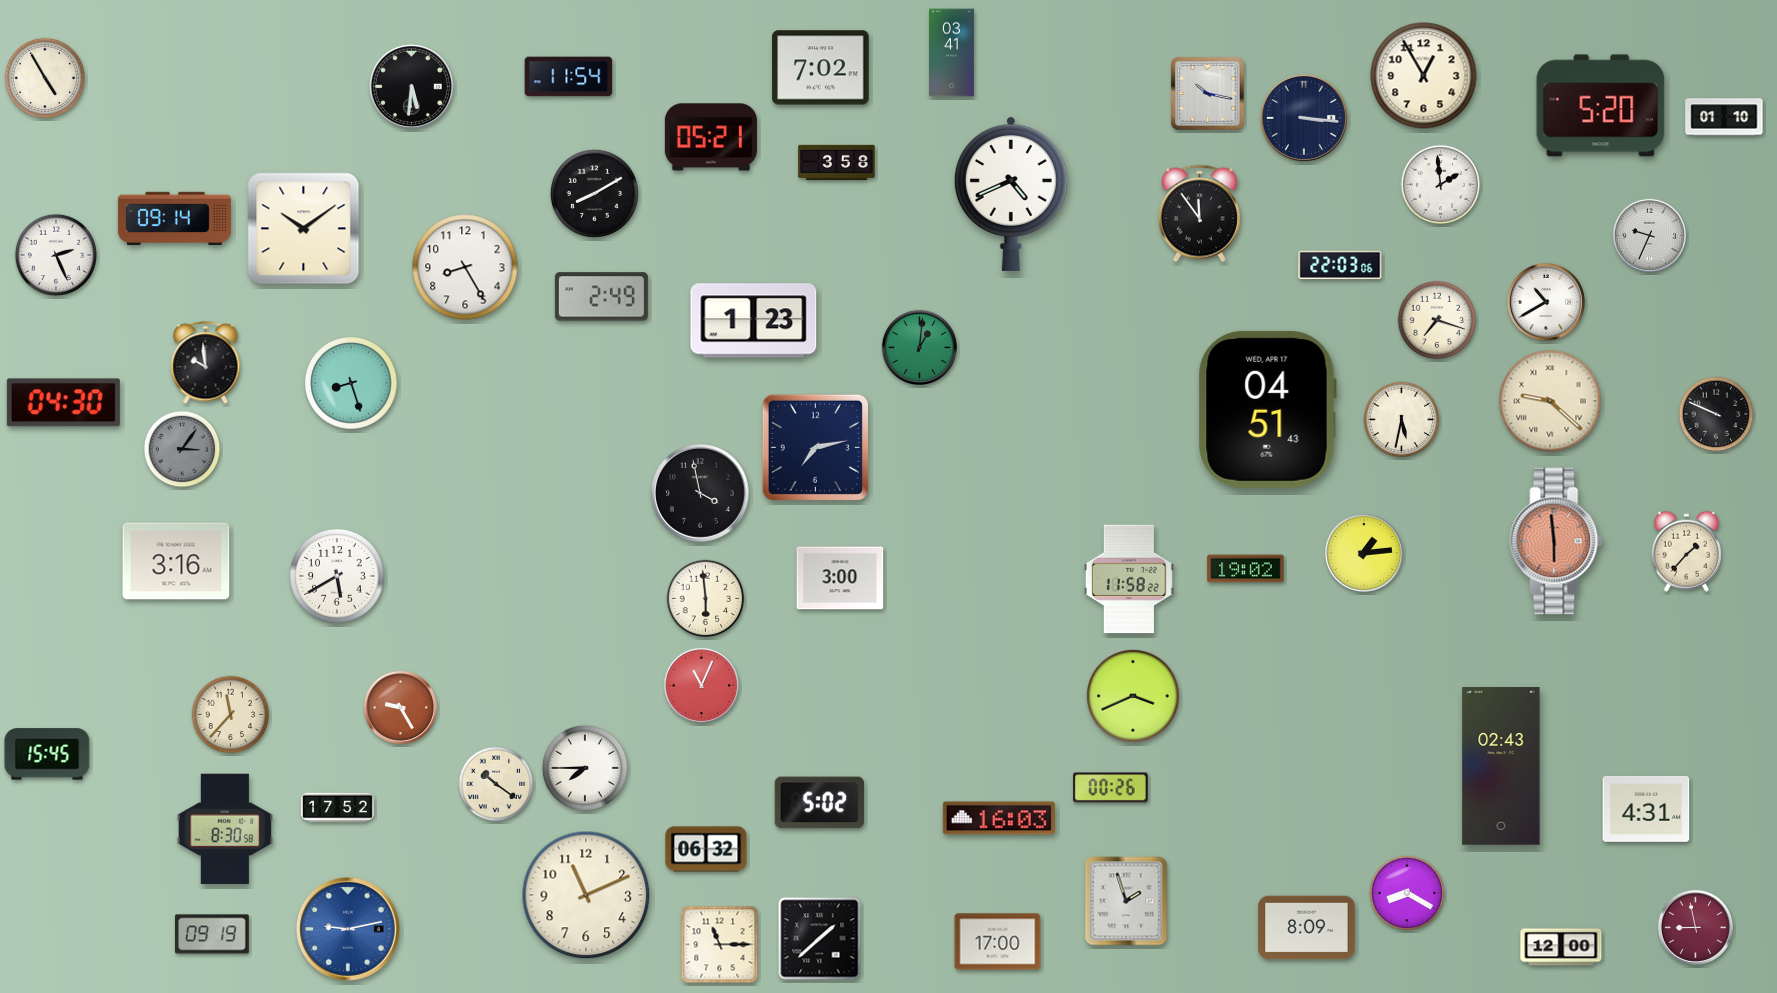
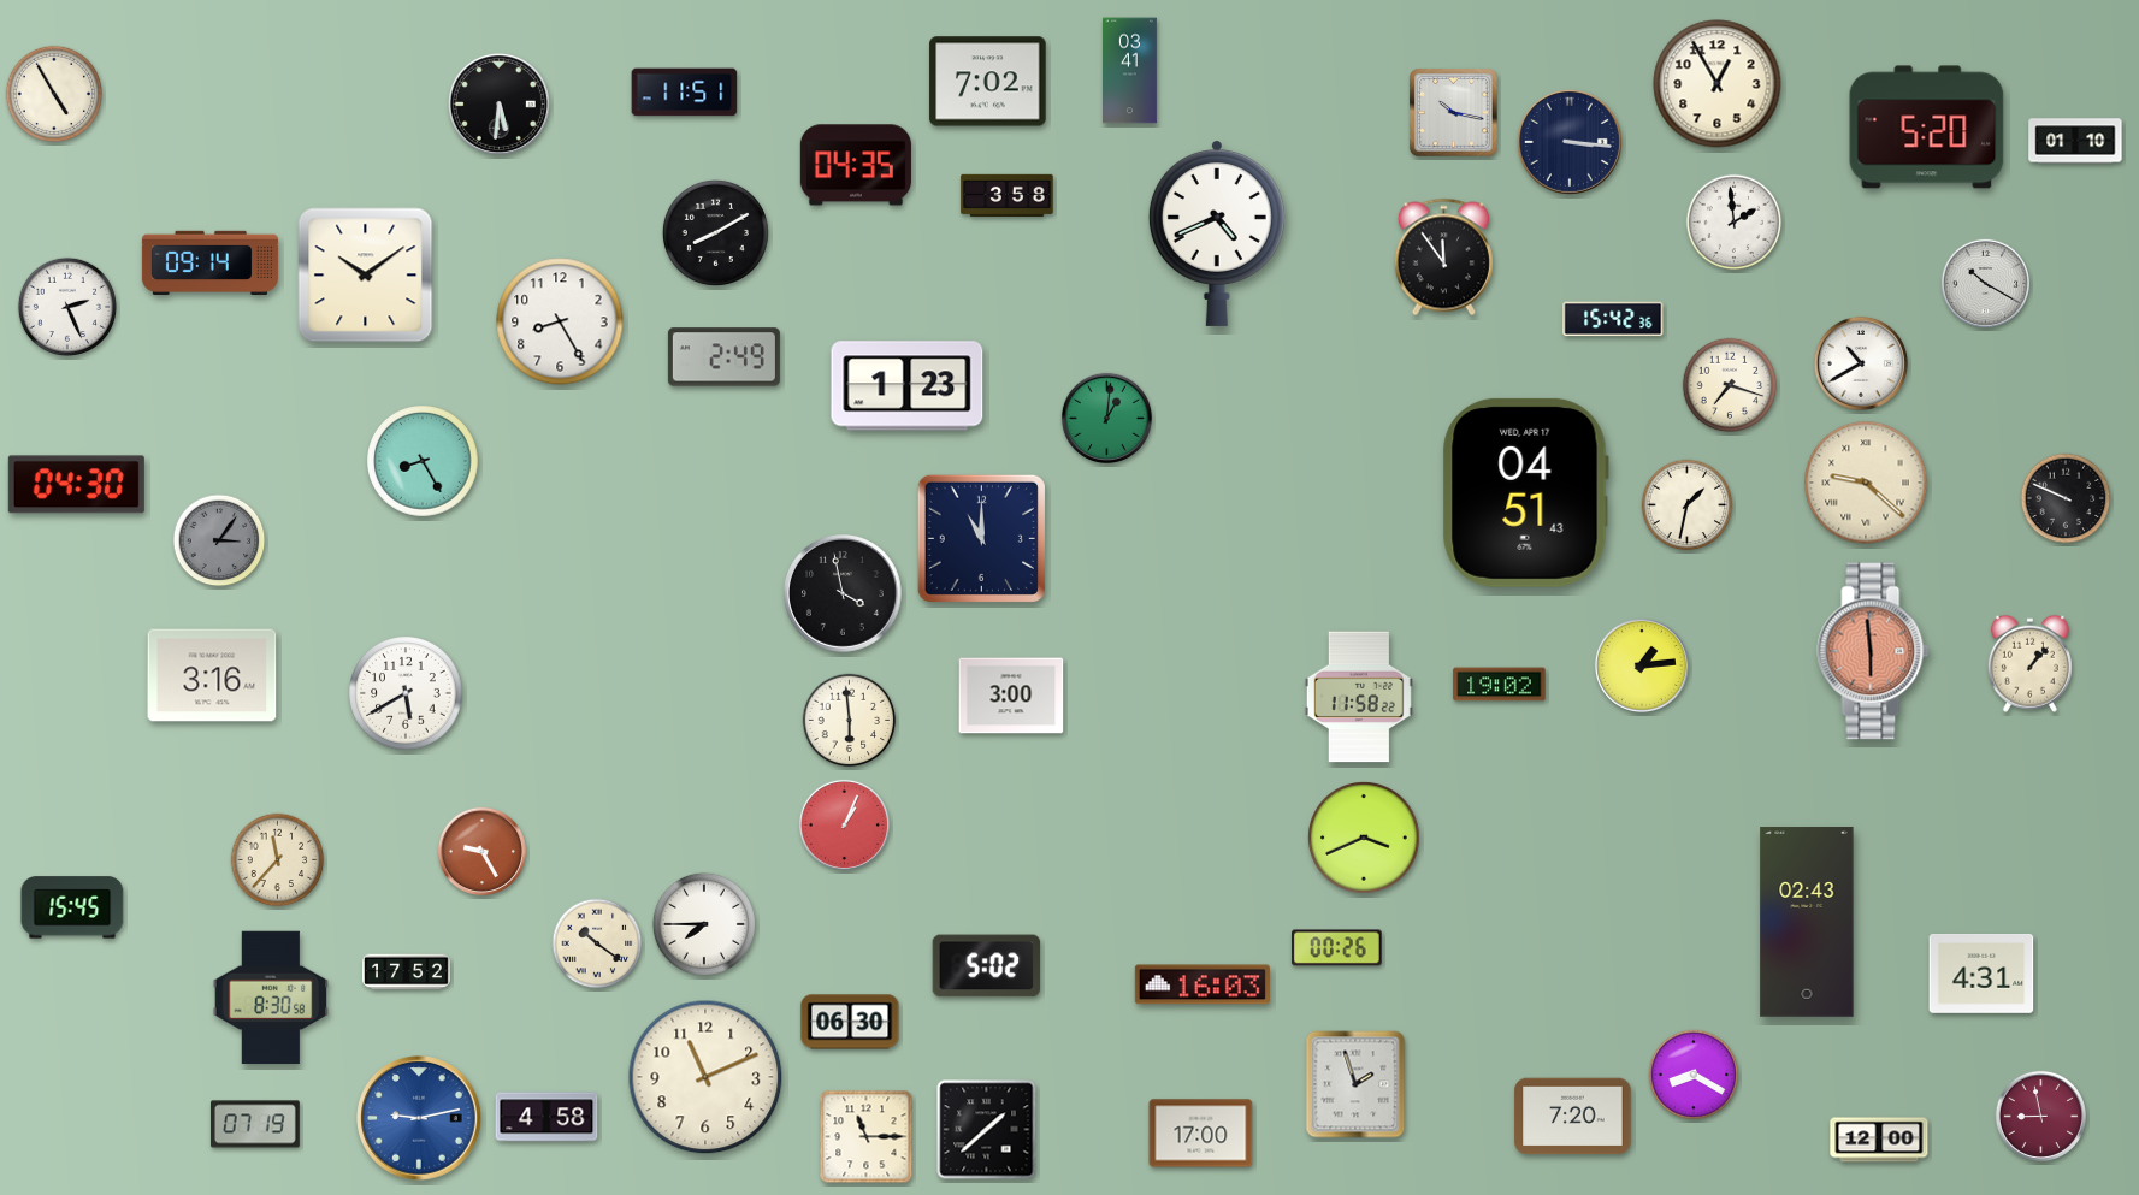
clock at (952, 53) position: (952, 53) -> (1130, 71)
clock at (1424, 76) position: (1424, 76) -> (1718, 84)
clock at (569, 77): 11:54 -> 11:51
clock at (411, 86) position: (411, 86) -> (498, 103)
clock at (711, 137): 05:21 -> 04:35
clock at (1649, 235): 9:34 -> 10:20
clock at (1340, 265): 22:03 -> 15:42
clock at (206, 363): 9:59 -> none
clock at (352, 384): 8:27 -> 8:25
clock at (1402, 420): 5:32 -> 1:32
clock at (815, 447): 7:13 -> 11:00
clock at (1686, 551): 1:37 -> 1:07
clock at (701, 685): 11:04 -> 1:04
clock at (47, 754) position: (47, 754) -> (72, 907)
clock at (706, 849): 06:32 -> 06:30
clock at (546, 1117): none -> 4:58
clock at (1307, 928): 8:09 -> 7:20
clock at (213, 934): 09:19 -> 07:19
